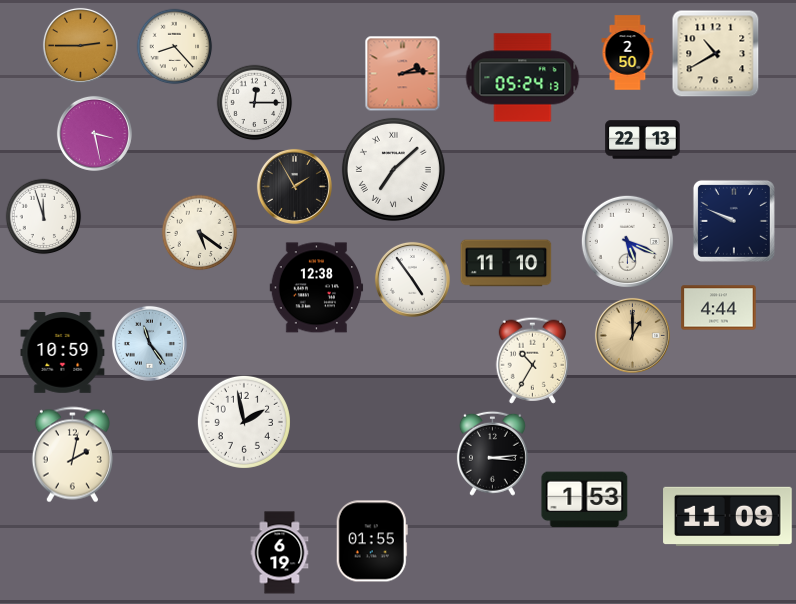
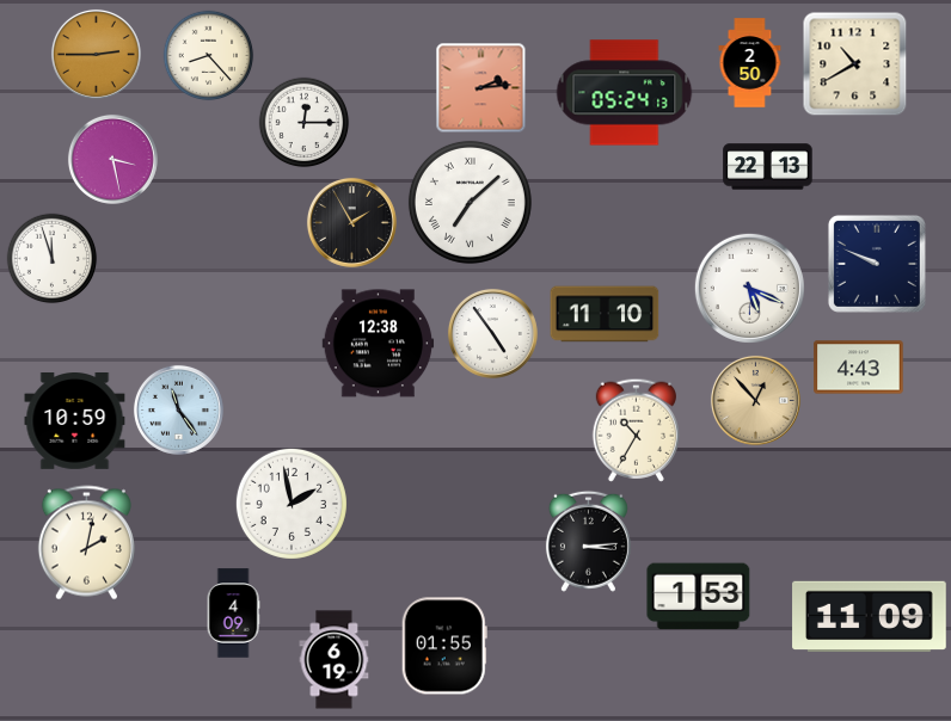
clock at (200, 233): 5:21 -> none
clock at (719, 308): 4:44 -> 4:43
clock at (632, 335): 1:00 -> 12:53
clock at (233, 614): none -> 4:09
